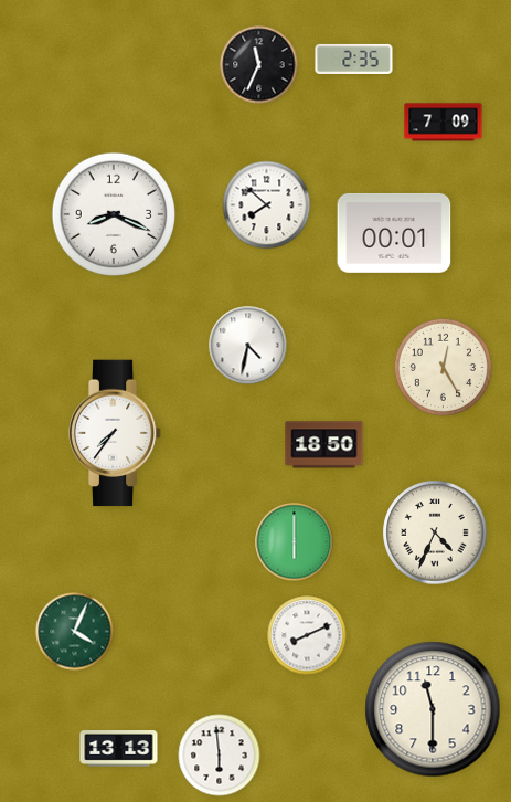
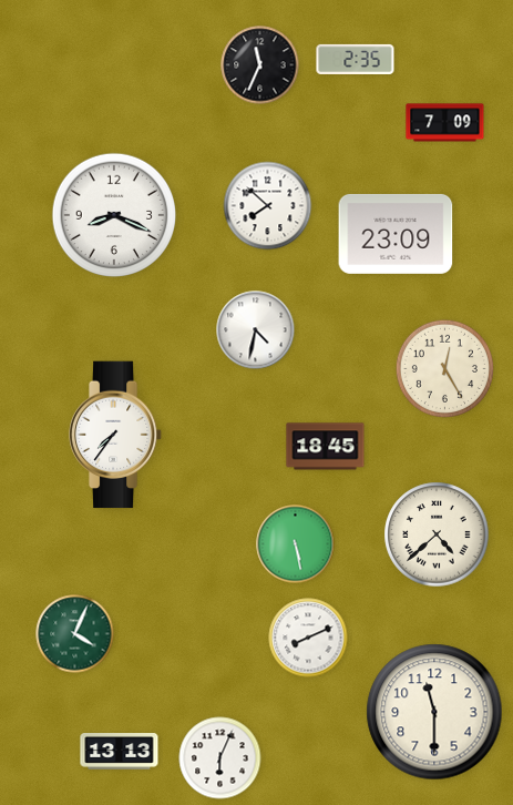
clock at (394, 233): 00:01 -> 23:09
clock at (248, 346) position: (248, 346) -> (256, 330)
clock at (324, 445): 18:50 -> 18:45
clock at (435, 532): 4:34 -> 4:38
clock at (295, 542): 6:00 -> 5:28
clock at (220, 756): 5:59 -> 6:04
